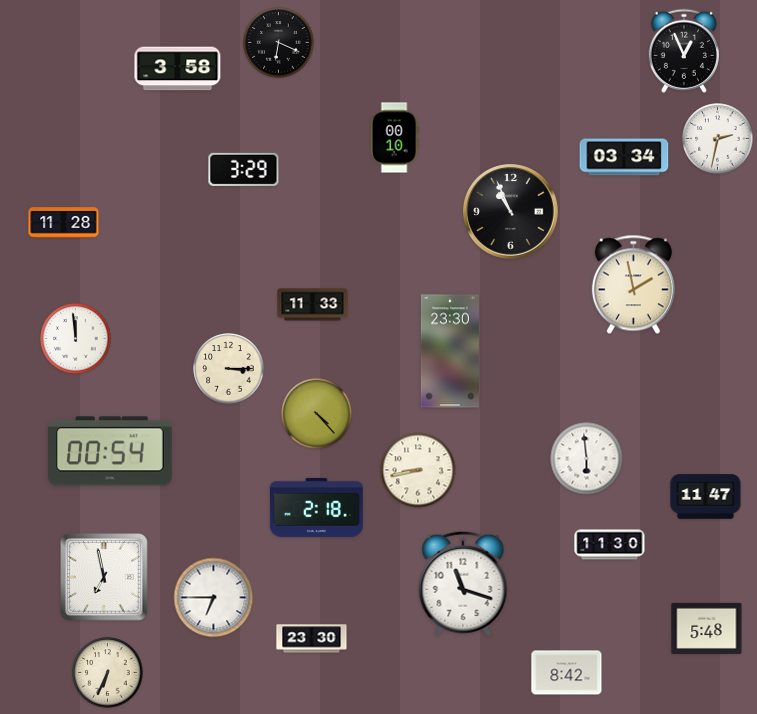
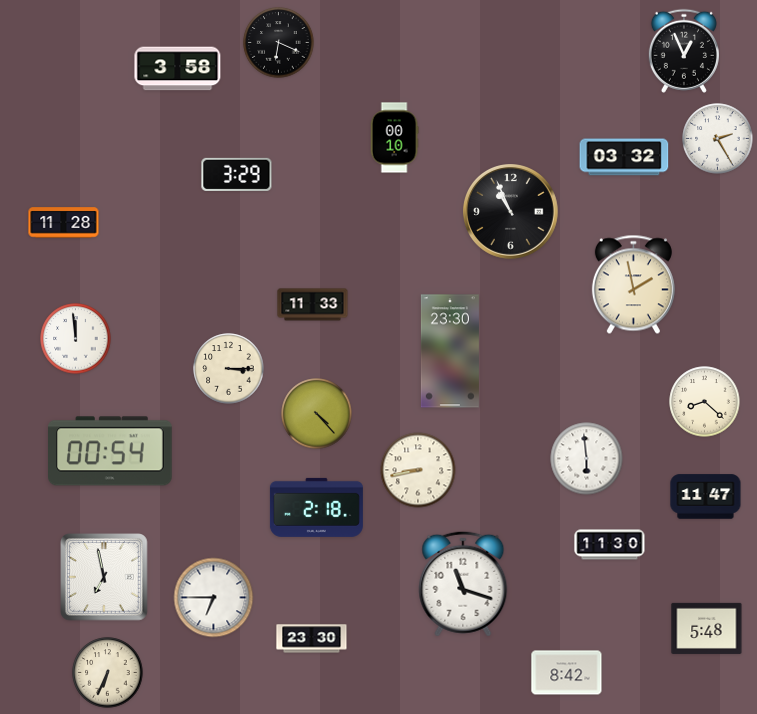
clock at (718, 139): 2:32 -> 2:25
clock at (624, 157): 03:34 -> 03:32
clock at (244, 169) position: (244, 169) -> (237, 174)
clock at (705, 402): none -> 8:22
